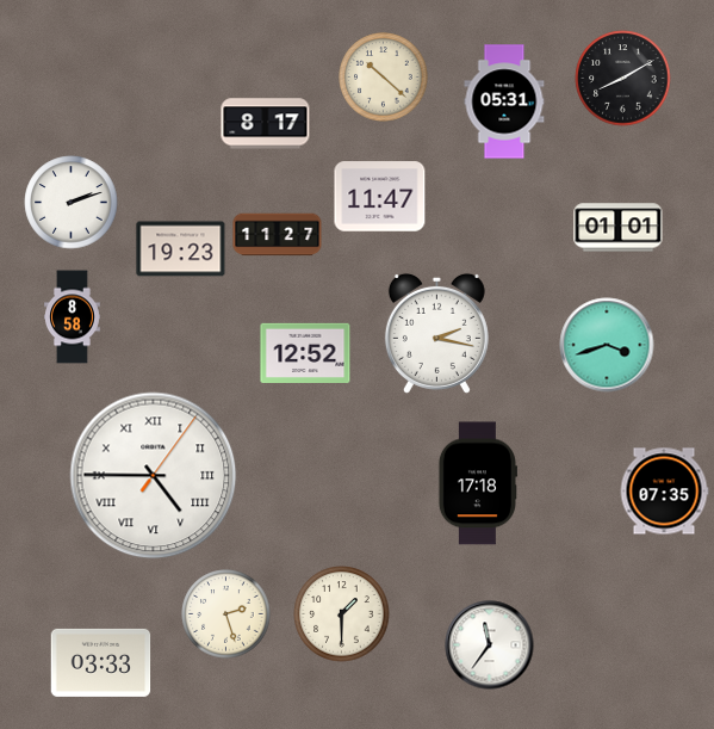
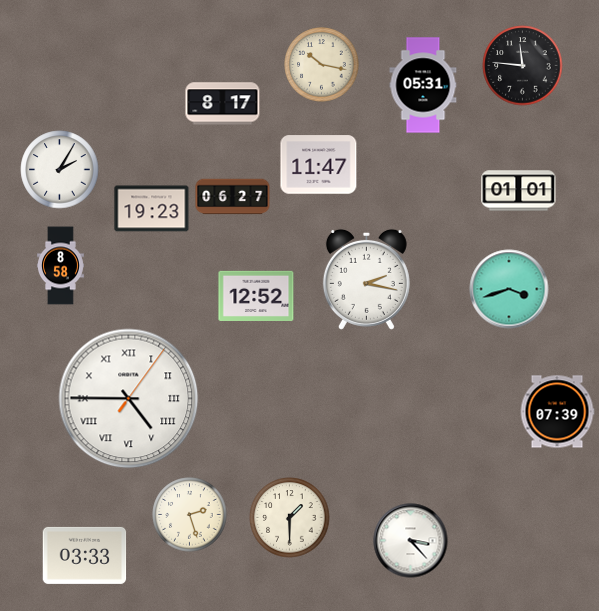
clock at (384, 78): 10:22 -> 10:17
clock at (623, 79): 8:10 -> 11:46
clock at (72, 203): 2:12 -> 2:05
clock at (278, 235): 11:27 -> 06:27
clock at (477, 483): 17:18 -> none
clock at (664, 492): 07:35 -> 07:39
clock at (342, 614) position: (342, 614) -> (290, 518)
clock at (490, 645): 11:36 -> 3:23
